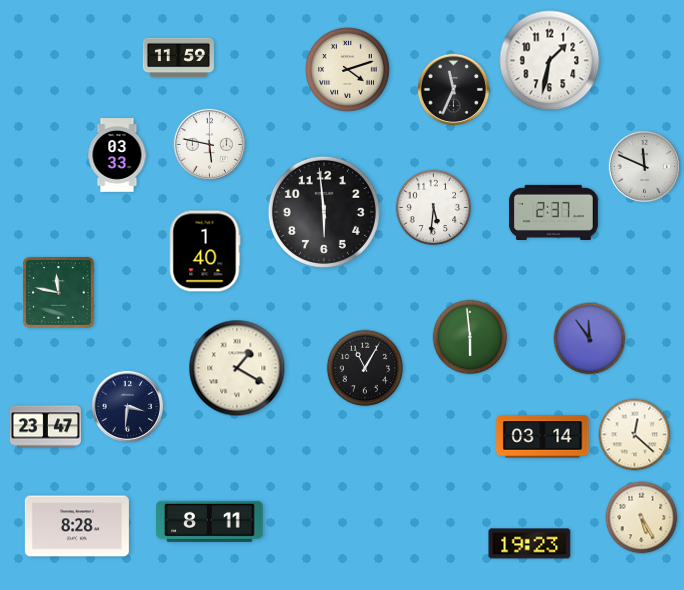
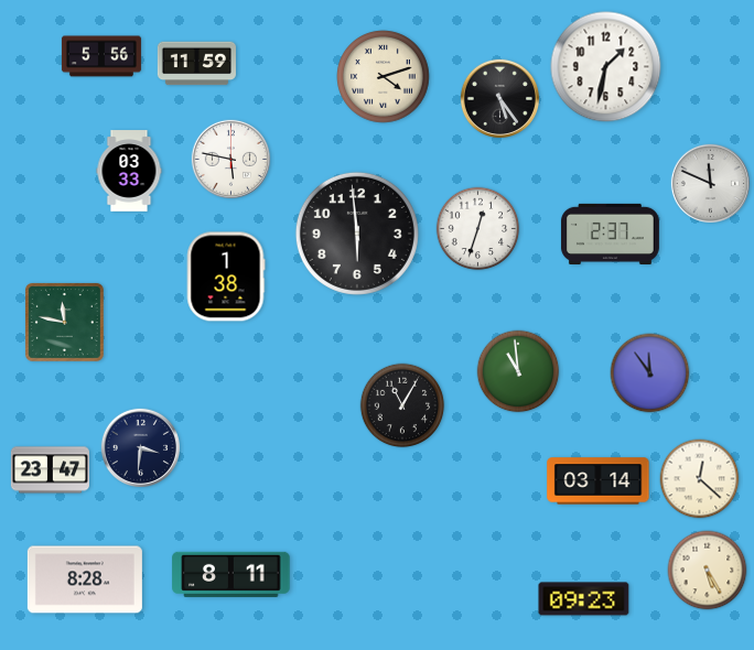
clock at (101, 56): none -> 5:56
clock at (453, 89): 11:34 -> 5:24
clock at (434, 208): 5:31 -> 12:33
clock at (205, 251): 1:40 -> 1:38
clock at (470, 337): 5:59 -> 10:59
clock at (237, 368): 1:20 -> none
clock at (530, 544): 19:23 -> 09:23
